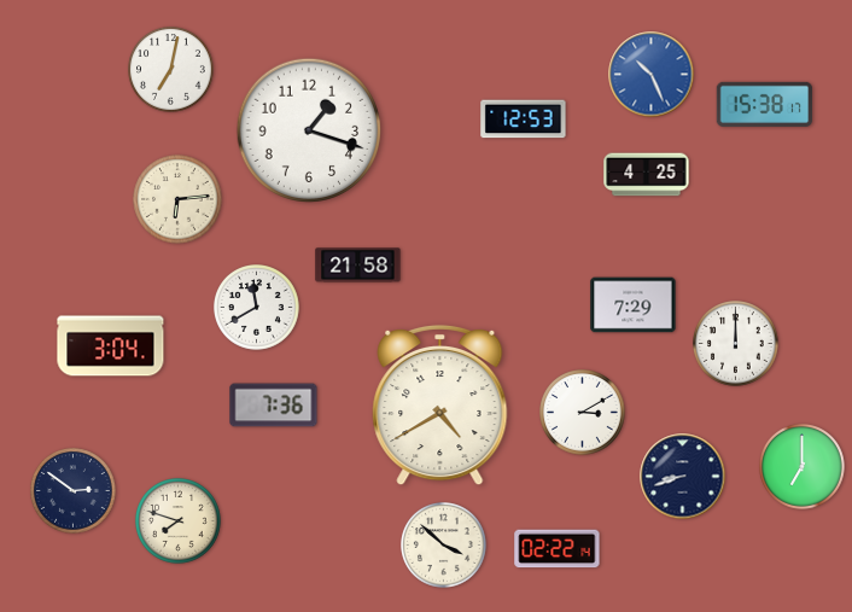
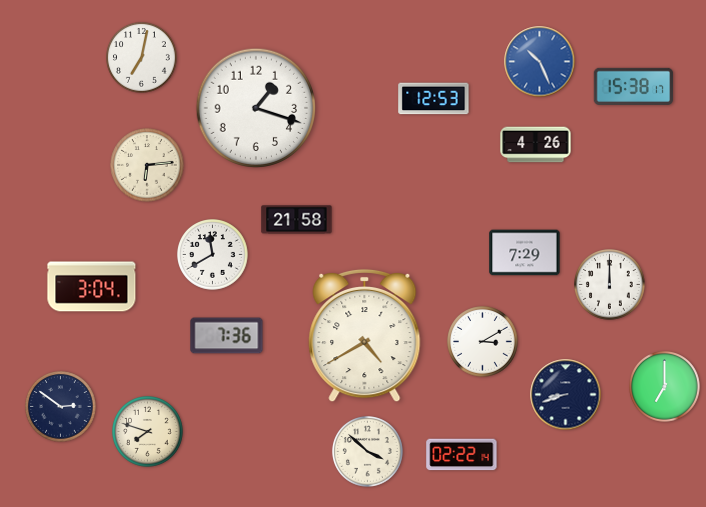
clock at (647, 175): 4:25 -> 4:26
